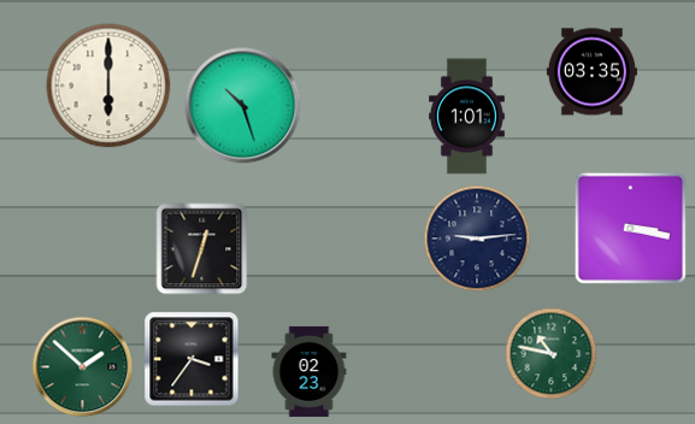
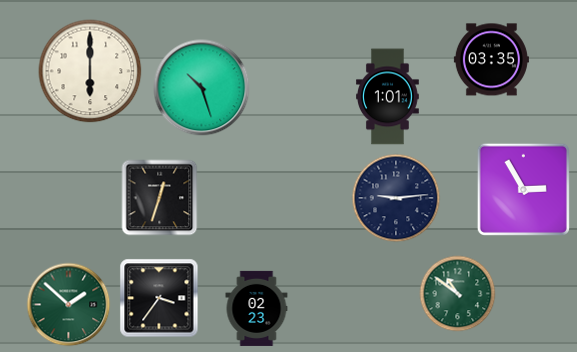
clock at (630, 228): 3:17 -> 2:55
clock at (202, 249) position: (202, 249) -> (160, 198)
clock at (552, 354): 10:47 -> 10:51
